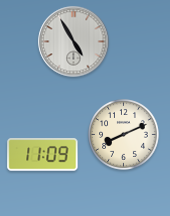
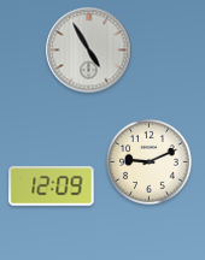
clock at (124, 135): 8:11 -> 9:11
clock at (43, 155): 11:09 -> 12:09
